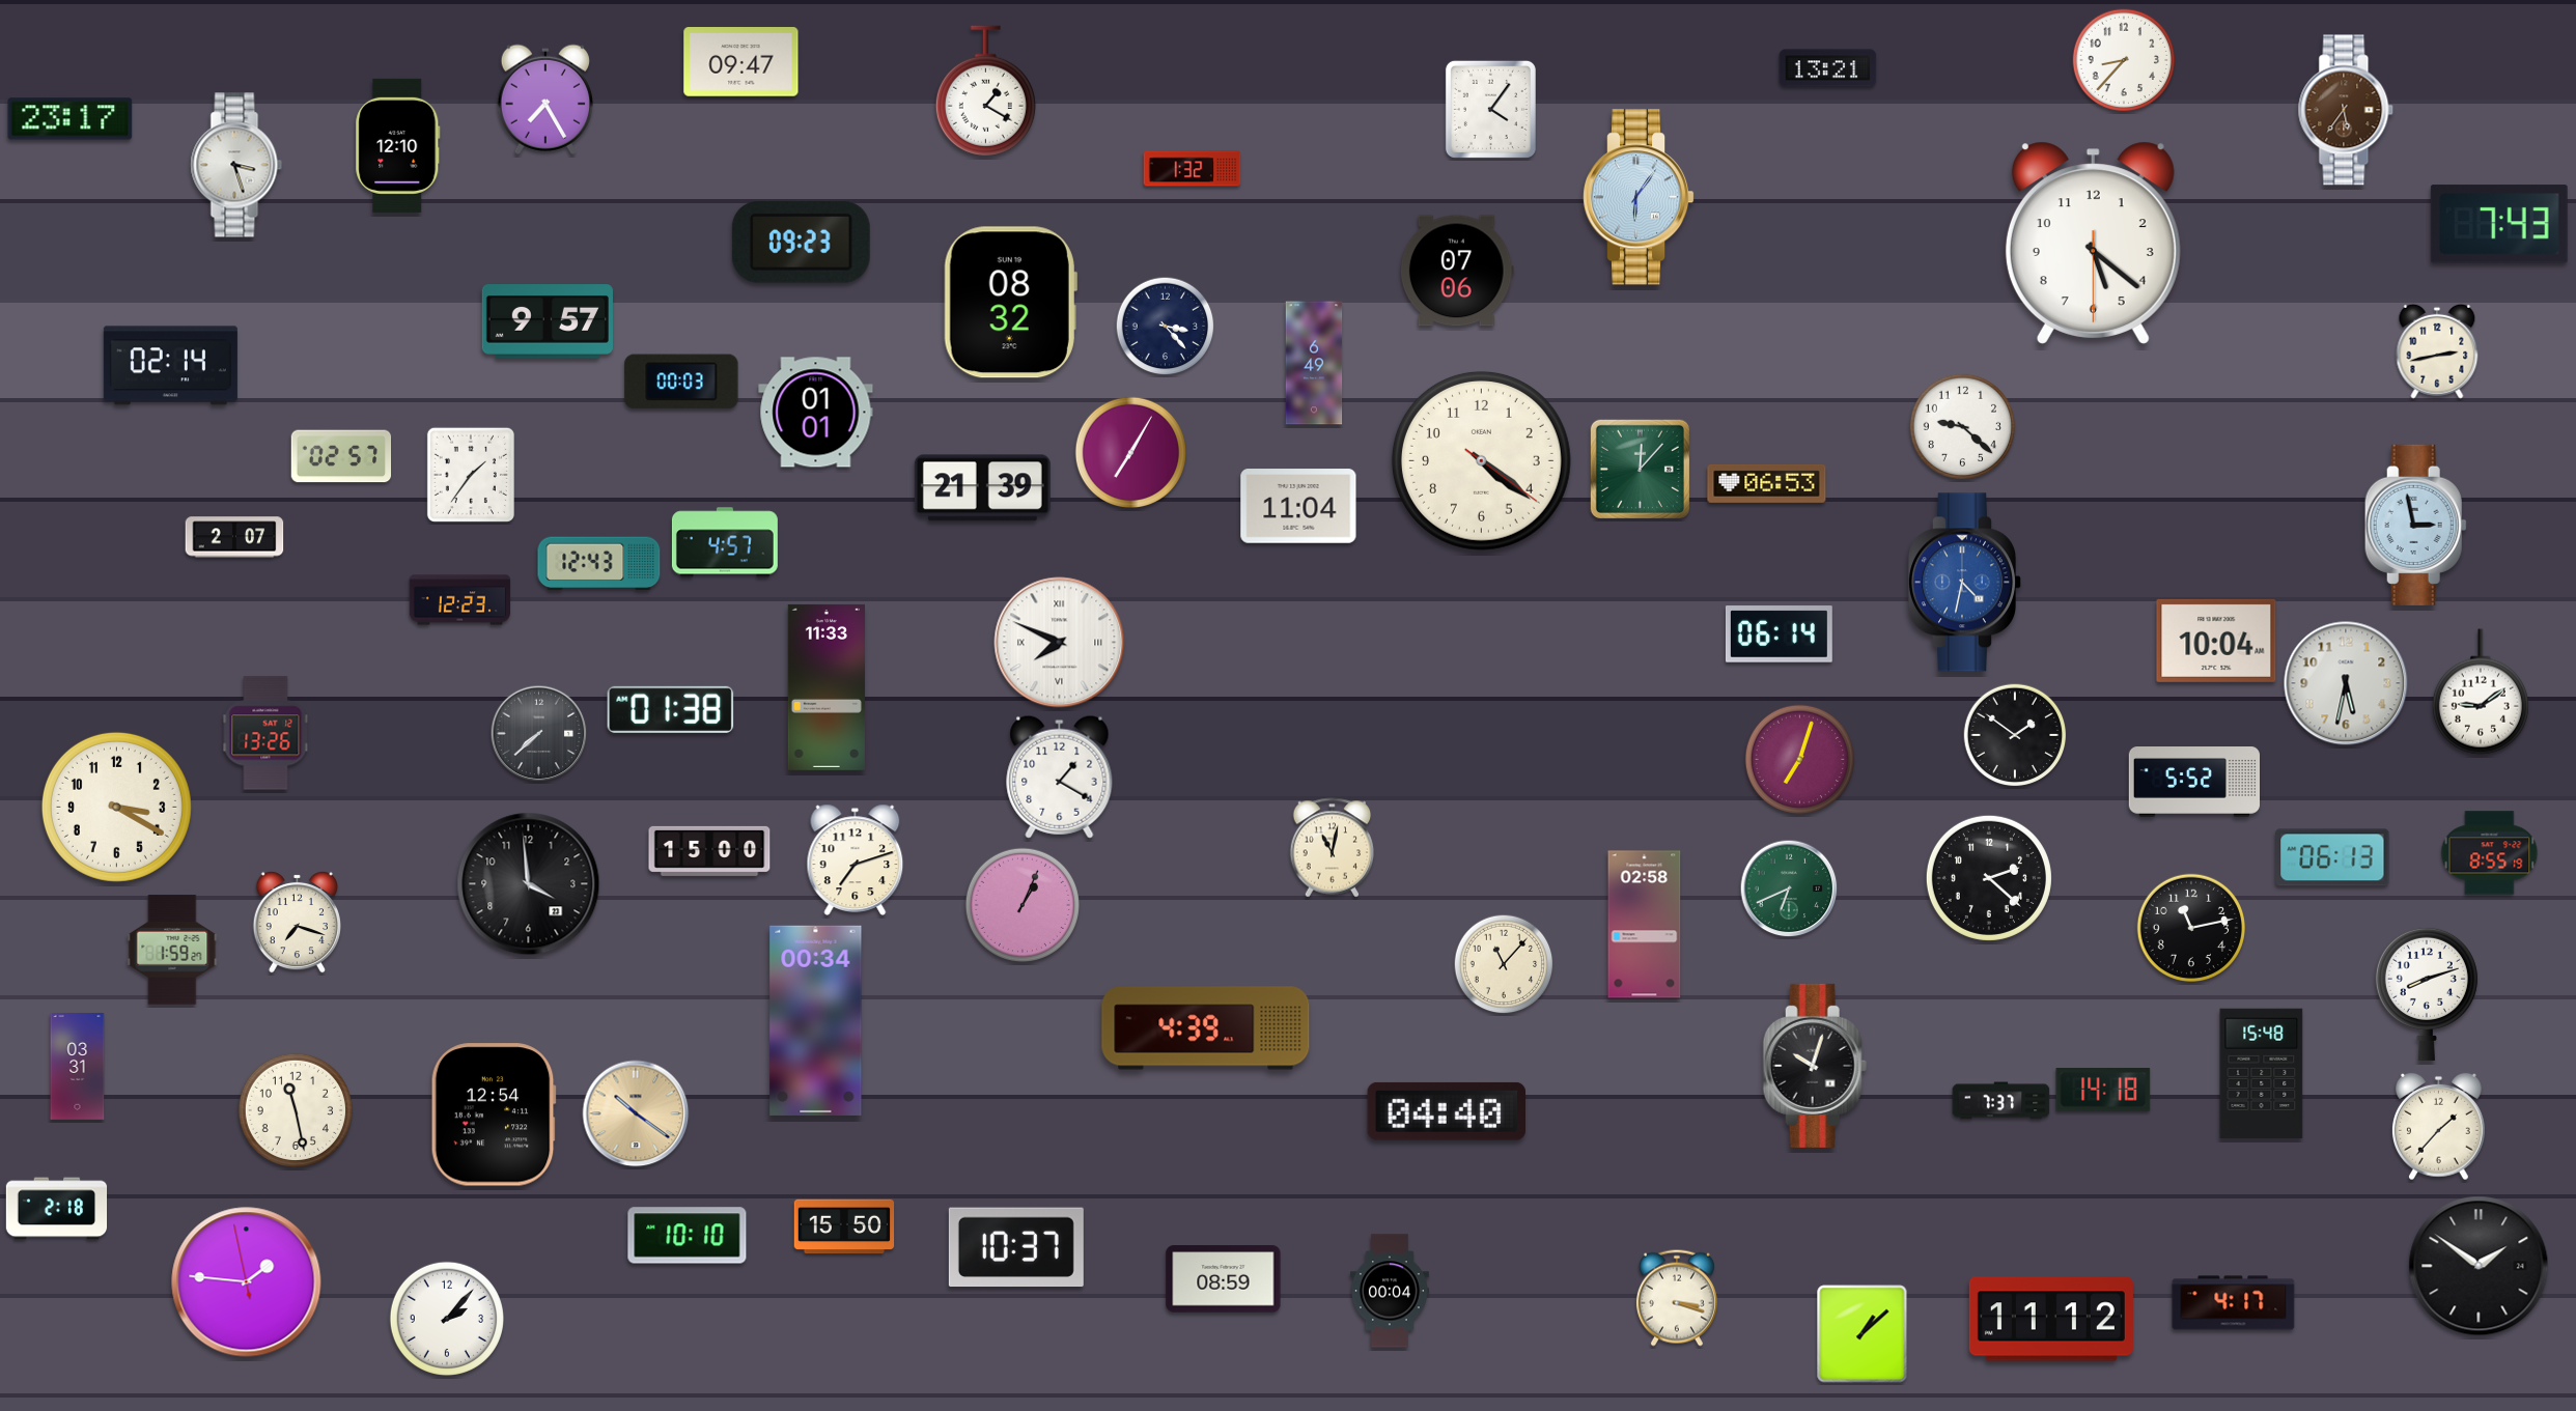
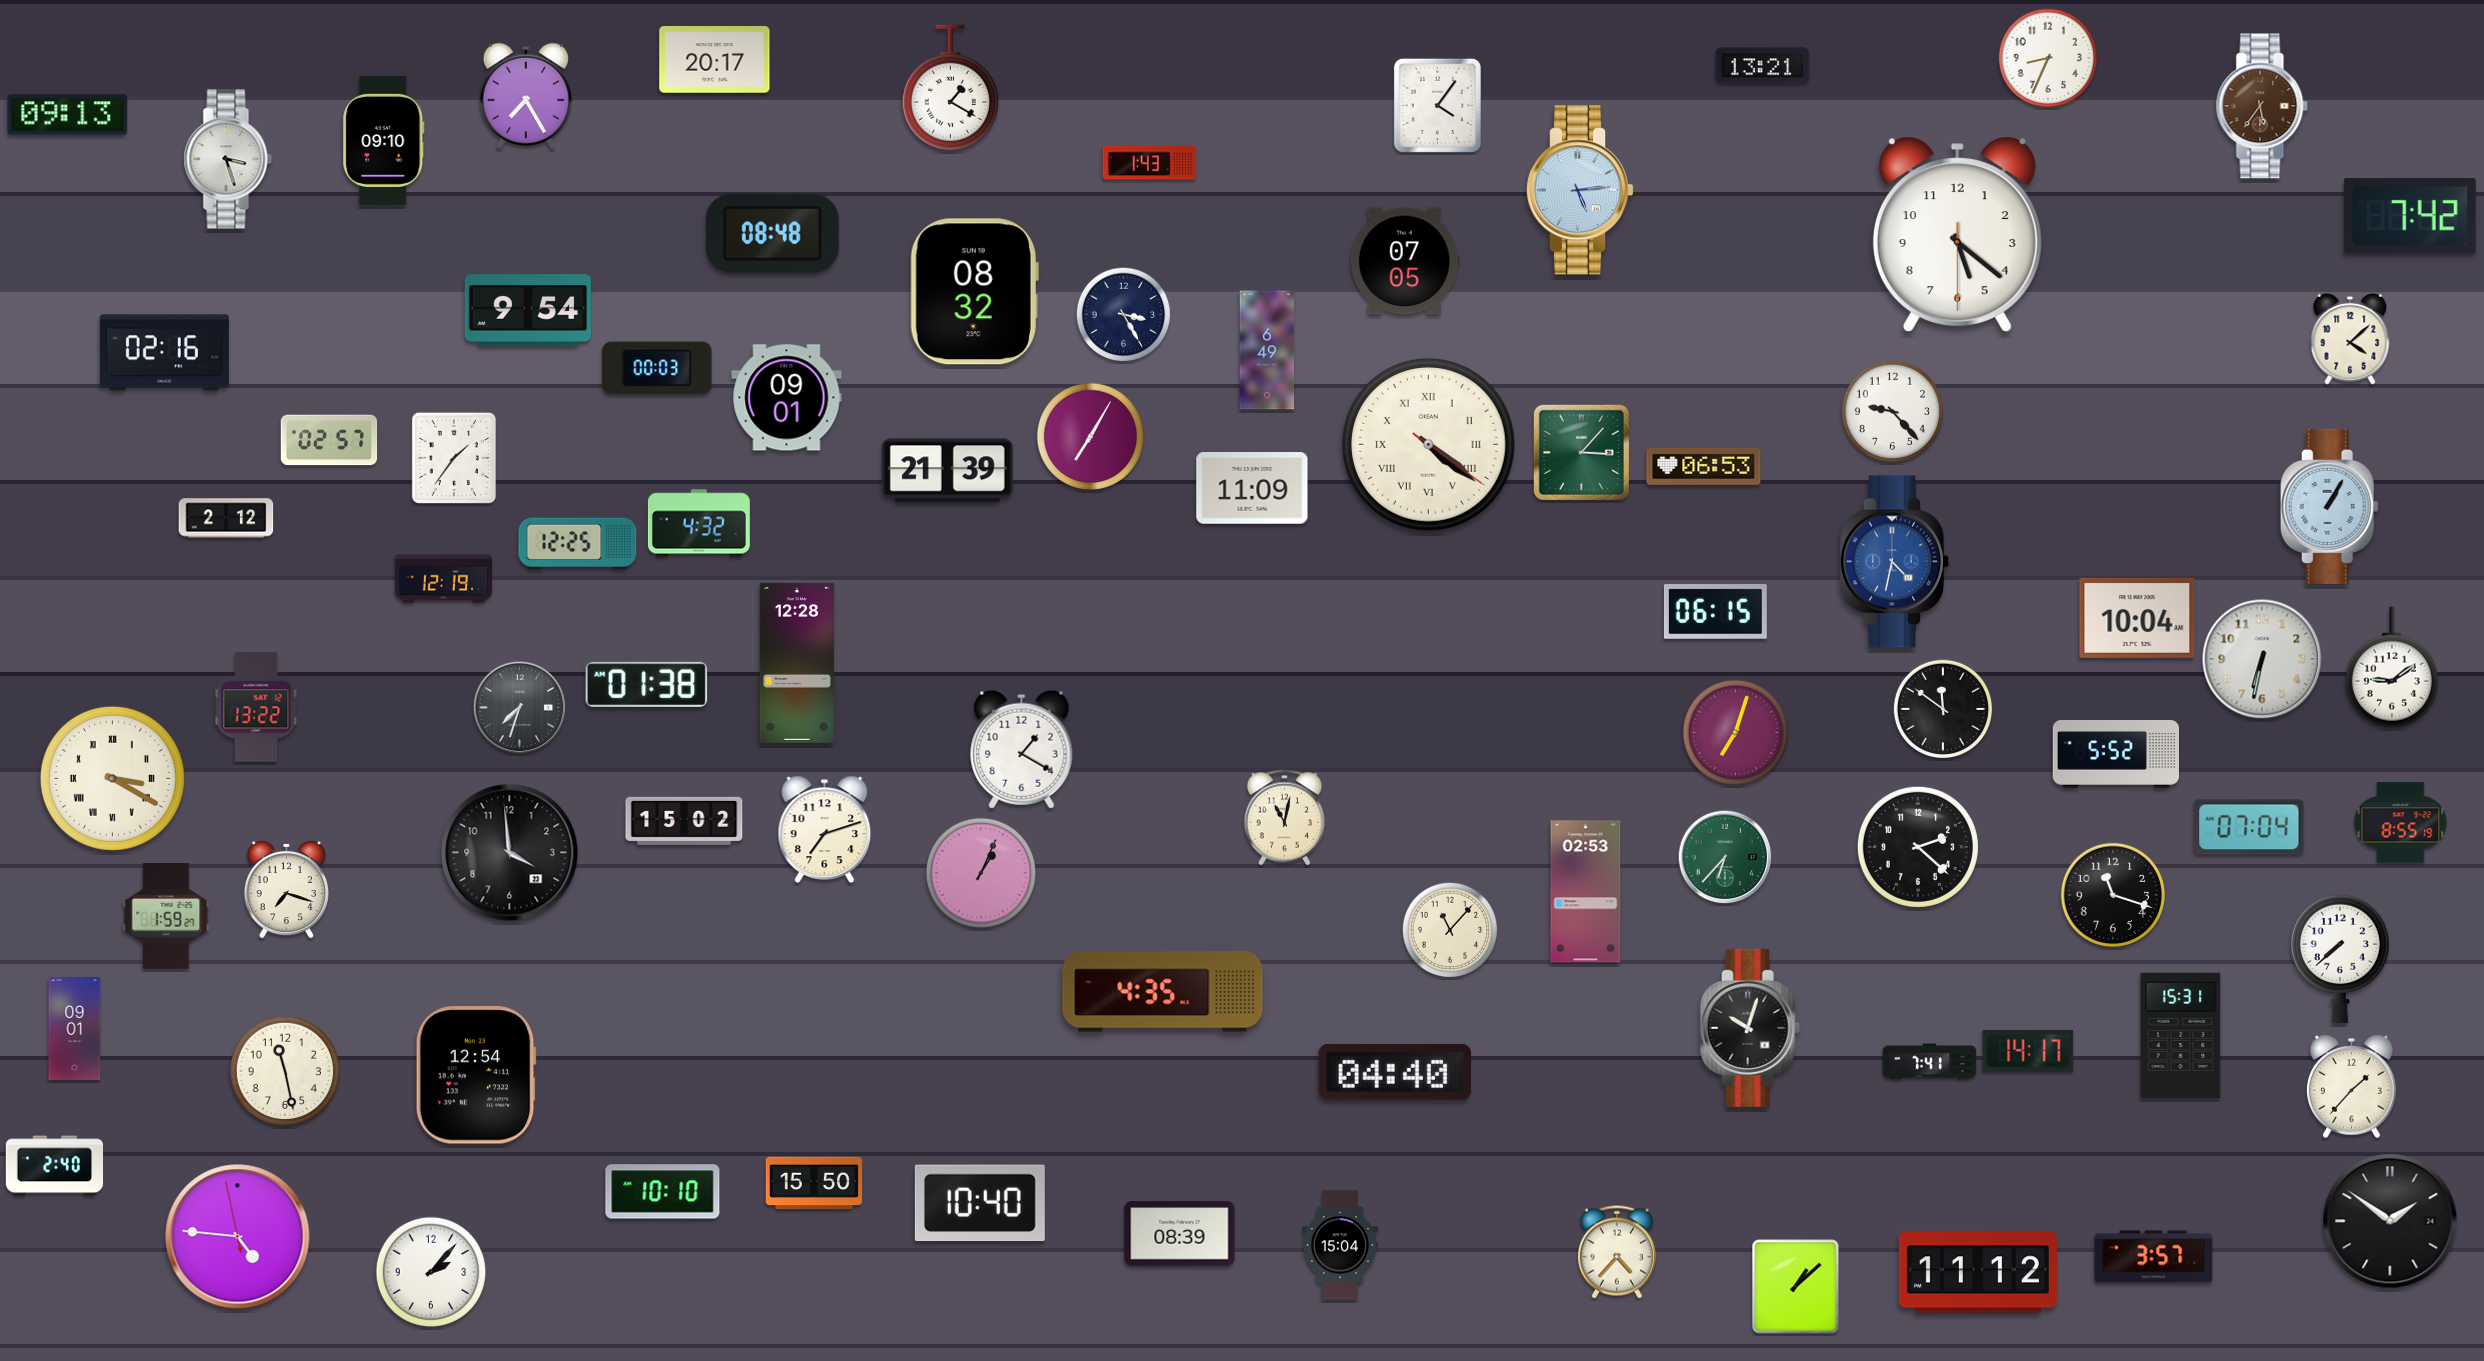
clock at (2124, 60): 8:37 -> 8:34
clock at (741, 62): 09:47 -> 20:17
clock at (71, 119): 23:17 -> 09:13
clock at (398, 145): 12:10 -> 09:10
clock at (1193, 169): 1:32 -> 1:43
clock at (1639, 197): 6:06 -> 5:14
clock at (2499, 224): 7:43 -> 7:42
clock at (801, 243): 09:23 -> 08:48
clock at (2093, 243) position: (2093, 243) -> (1957, 234)
clock at (1457, 271): 07:06 -> 07:05
clock at (548, 321): 9:57 -> 9:54
clock at (1166, 327): 3:23 -> 3:25
clock at (2437, 351): 2:43 -> 4:08
clock at (170, 366): 02:14 -> 02:16
clock at (816, 413): 01:01 -> 09:01
clock at (1963, 427): 9:22 -> 9:23
clock at (1481, 460) numerals: Arabic -> Roman
clock at (1640, 469): 12:07 -> 3:07
clock at (1298, 506): 11:04 -> 11:09
clock at (2415, 525): 2:58 -> 1:05
clock at (234, 537): 2:07 -> 2:12
clock at (725, 542): 4:57 -> 4:32
clock at (599, 564): 12:43 -> 12:25
clock at (460, 600): 12:23 -> 12:19
clock at (1779, 634): 06:14 -> 06:15
clock at (1060, 643): 7:49 -> none
clock at (2346, 683): 5:32 -> 6:32
clock at (825, 687): 11:33 -> 12:28
clock at (265, 733): 13:26 -> 13:22
clock at (539, 734): 7:38 -> 7:33
clock at (2015, 735): 1:51 -> 11:51
clock at (116, 807) numerals: Arabic -> Roman
clock at (709, 851): 15:00 -> 15:02
clock at (2332, 857): 06:13 -> 07:04
clock at (1789, 888): 6:41 -> 6:37
clock at (1023, 905) position: (1023, 905) -> (981, 873)
clock at (1645, 925): 02:58 -> 02:53
clock at (2190, 927): 11:13 -> 11:18
clock at (2427, 993): 8:12 -> 7:38
clock at (816, 1020): 00:34 -> none
clock at (1206, 1028): 4:39 -> 4:35
clock at (78, 1067): 03:31 -> 09:01
clock at (2262, 1074): 15:48 -> 15:31
clock at (2103, 1091): 14:18 -> 14:17
clock at (2001, 1101): 7:37 -> 7:41
clock at (636, 1113): 10:21 -> none
clock at (57, 1209): 2:18 -> 2:40
clock at (1016, 1247): 10:37 -> 10:40
clock at (1224, 1279): 08:59 -> 08:39
clock at (247, 1282): 1:45 -> 4:45
clock at (1390, 1291): 00:04 -> 15:04
clock at (1677, 1298): 3:18 -> 4:37
clock at (2234, 1303): 4:17 -> 3:57
